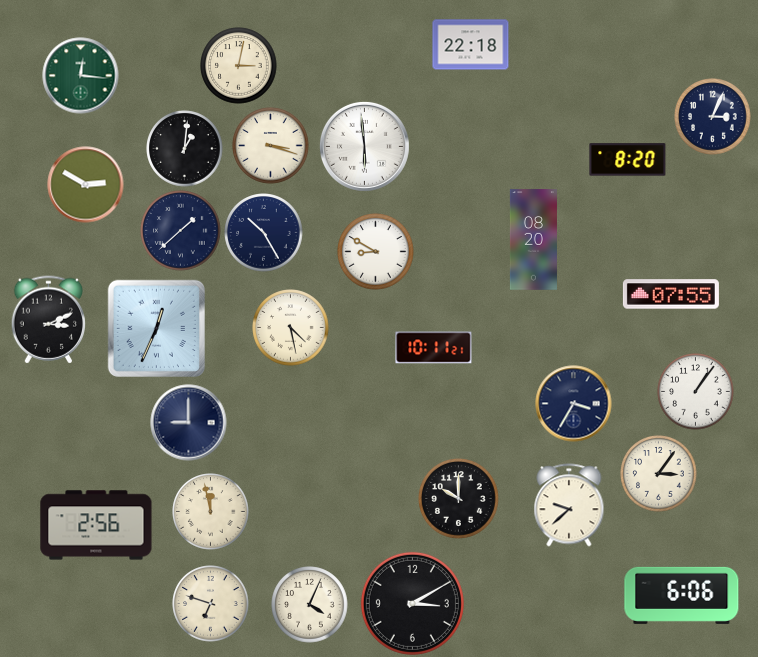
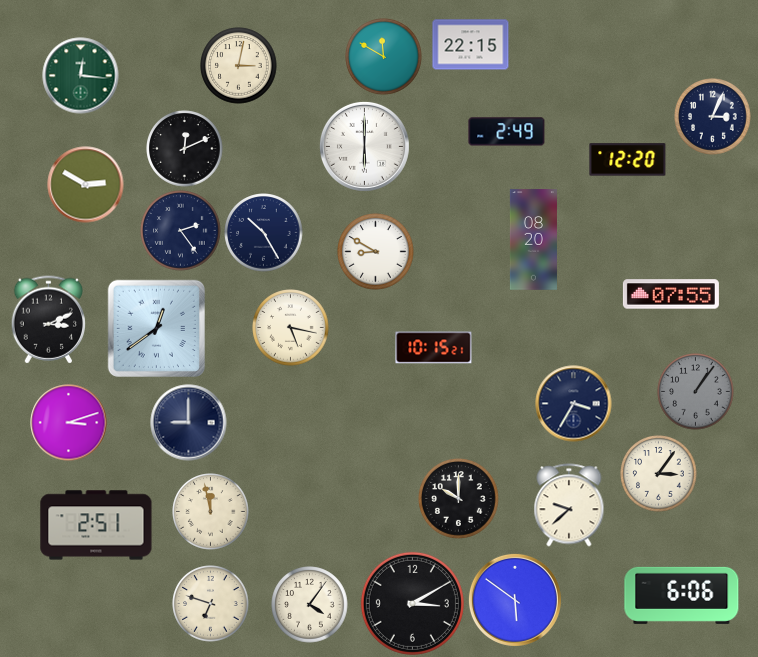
clock at (471, 45): 22:18 -> 22:15
clock at (384, 57): none -> 11:50
clock at (507, 132): none -> 2:49
clock at (271, 146): 3:18 -> none
clock at (364, 146): 5:59 -> 6:00
clock at (185, 149): 1:01 -> 12:11
clock at (628, 160): 8:20 -> 12:20
clock at (181, 231): 1:38 -> 2:24
clock at (156, 328): 12:34 -> 12:39
clock at (291, 328): 4:28 -> 5:17
clock at (434, 348): 10:11 -> 10:15
clock at (696, 392) dial: white -> grey
clock at (69, 423): none -> 3:12
clock at (96, 525): 2:56 -> 2:51
clock at (515, 600): none -> 5:51
clock at (310, 605): 4:04 -> 4:06
